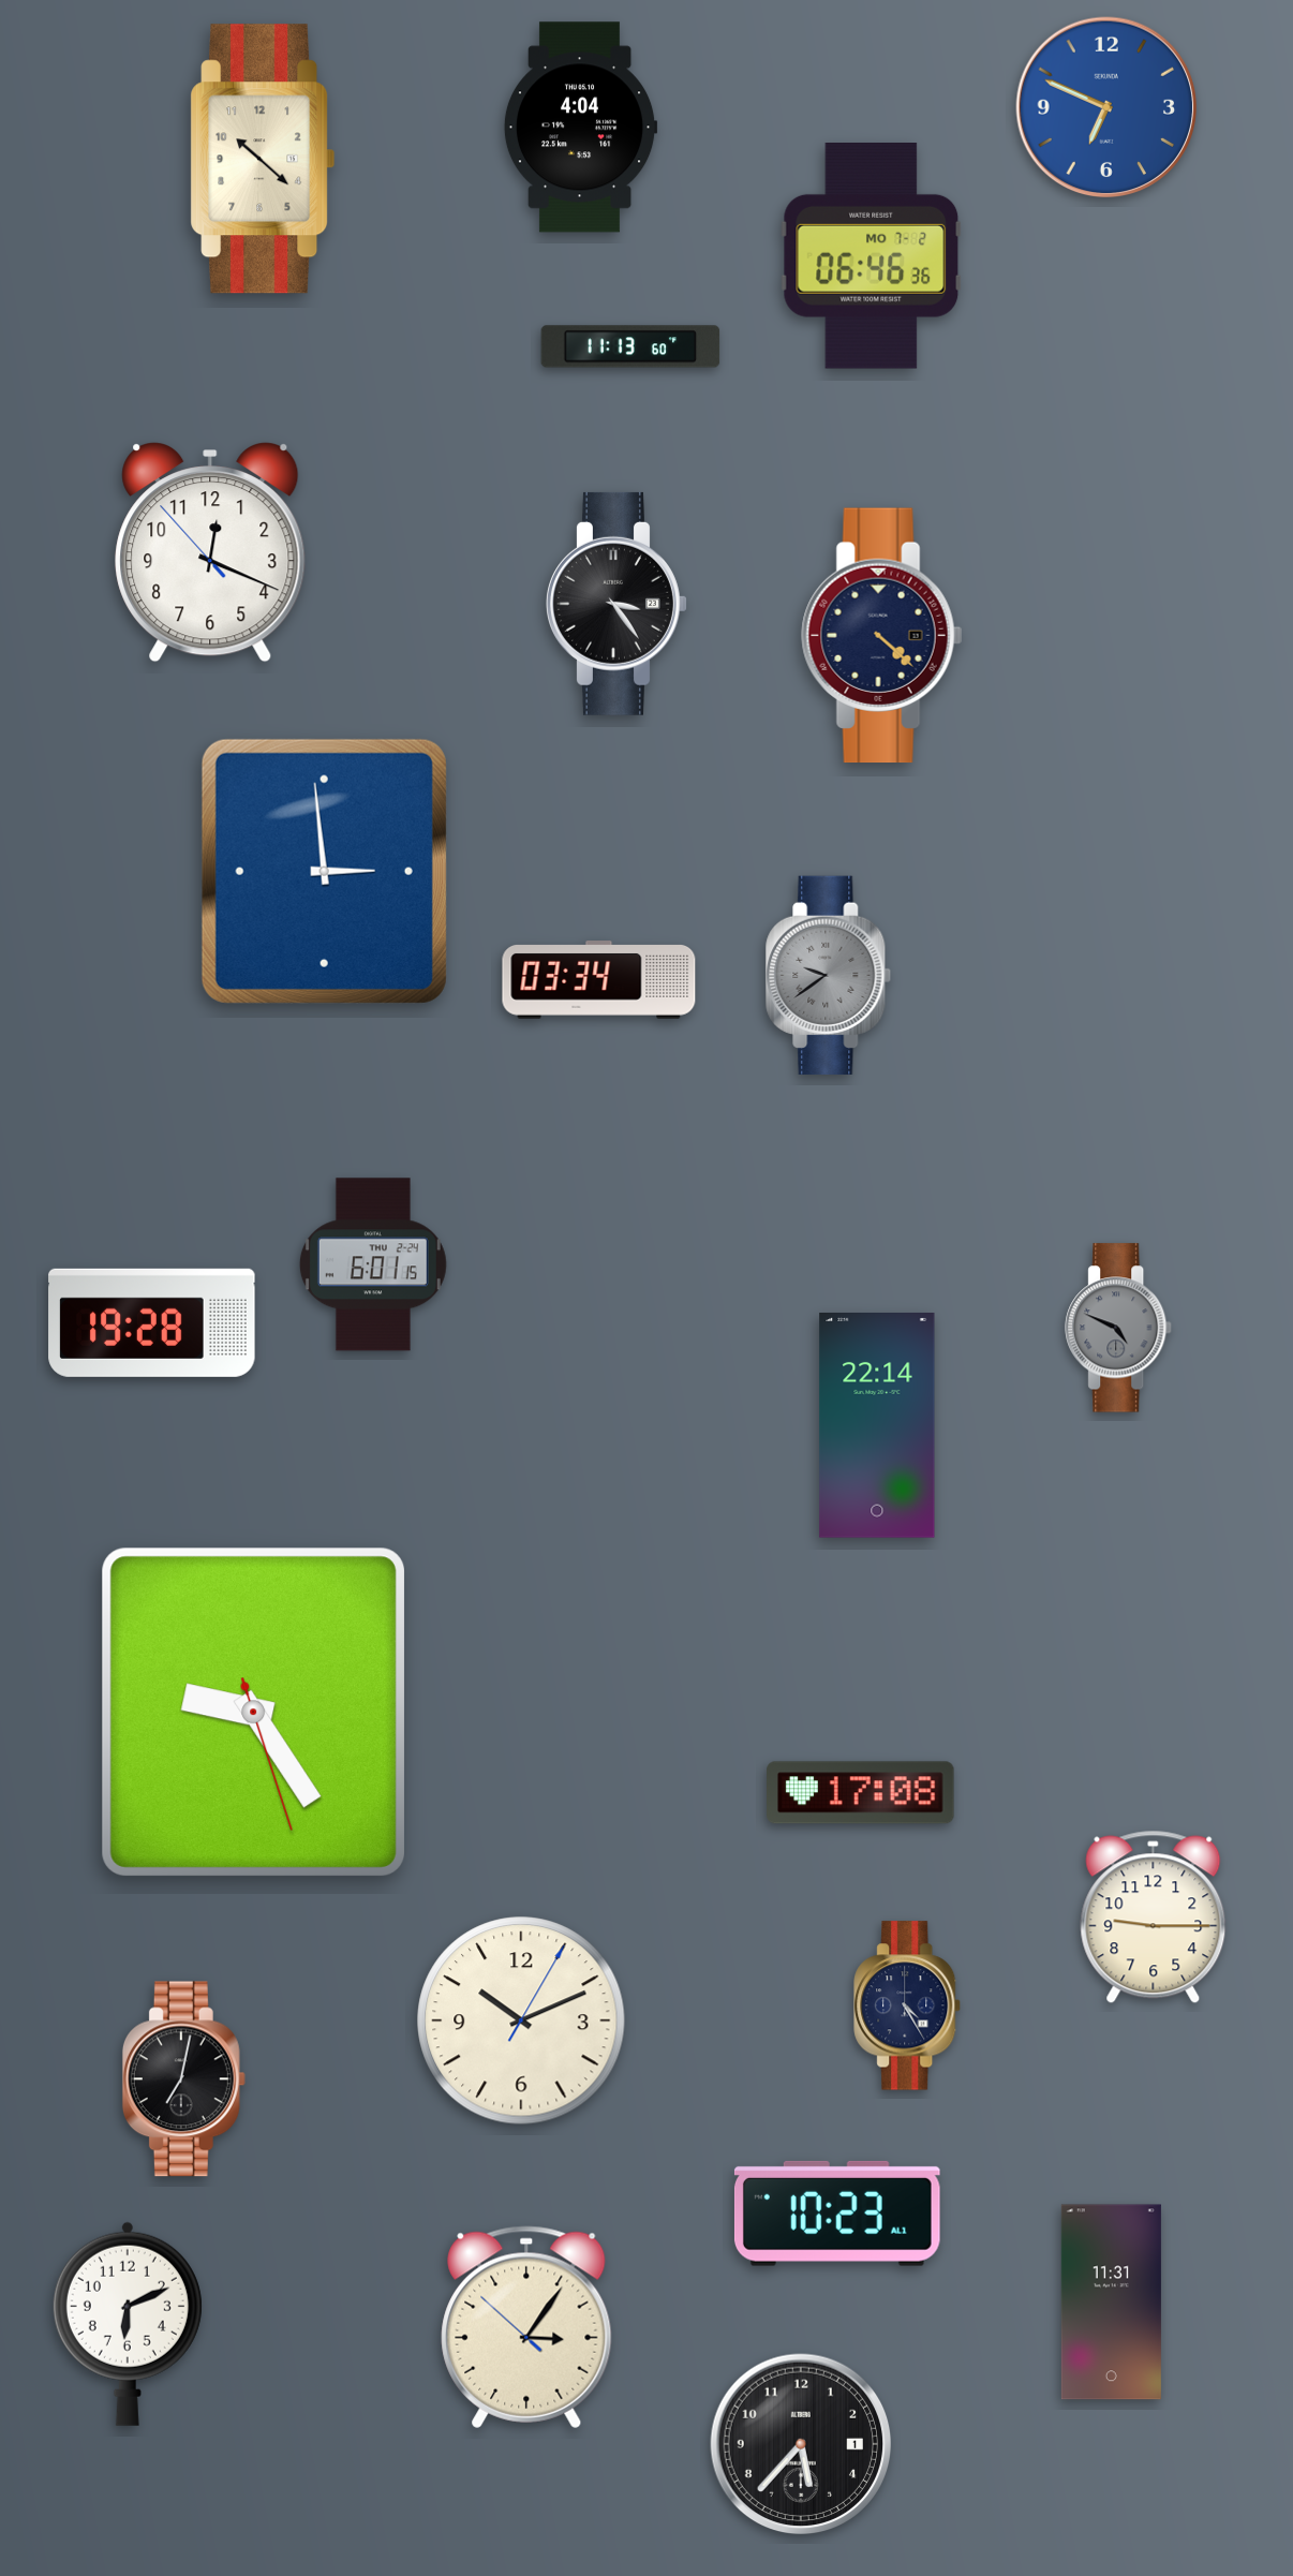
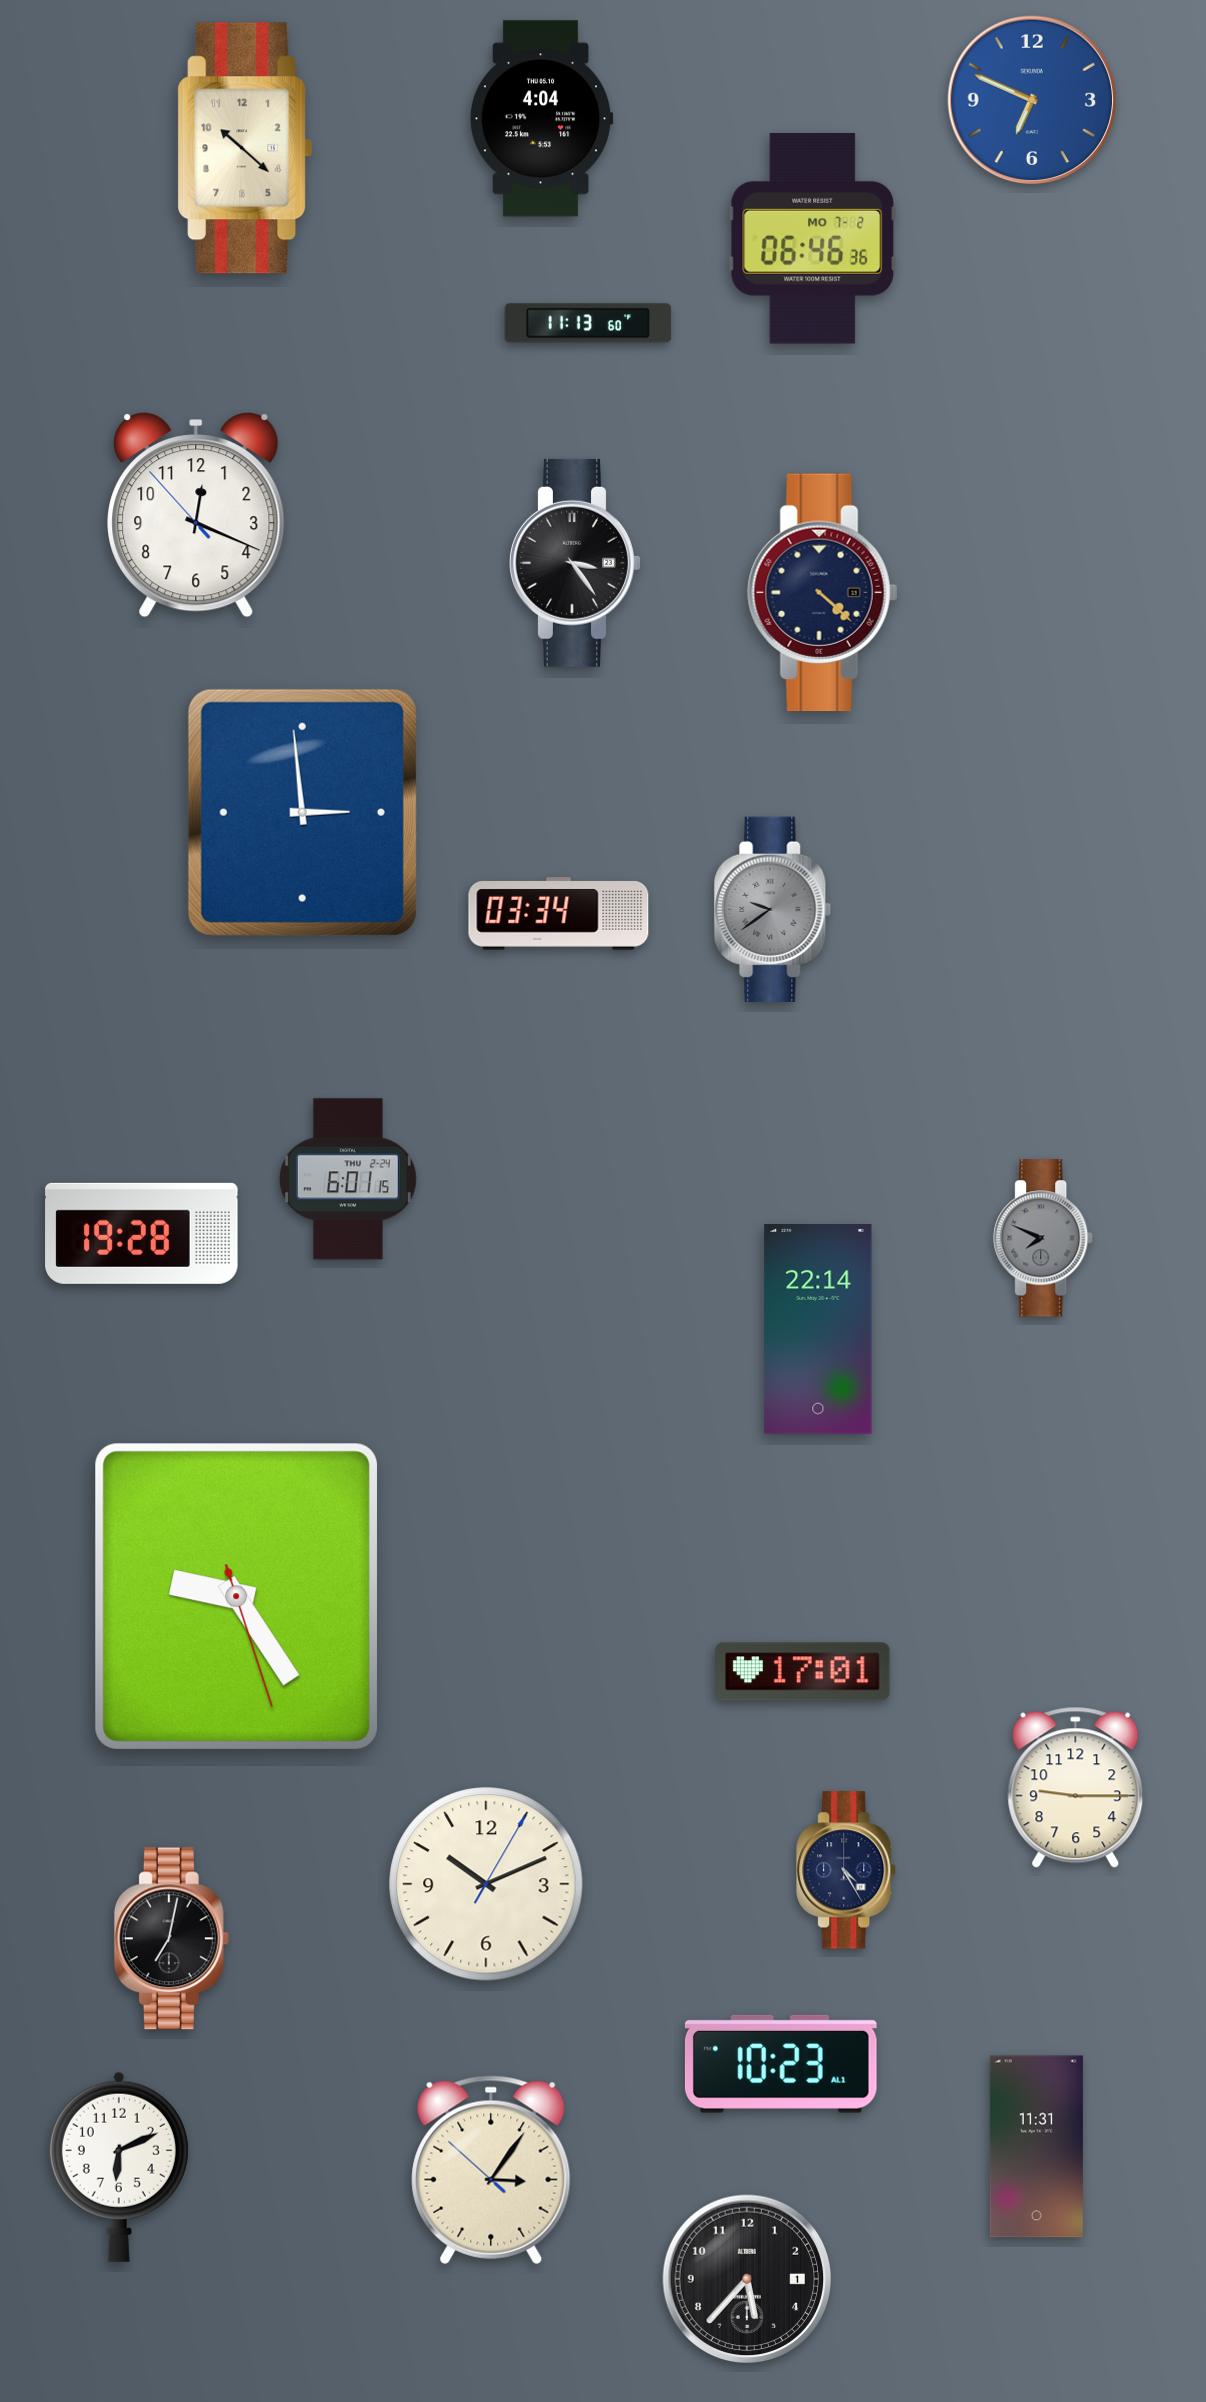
clock at (1119, 1328): 4:49 -> 7:49
clock at (861, 1793): 17:08 -> 17:01
